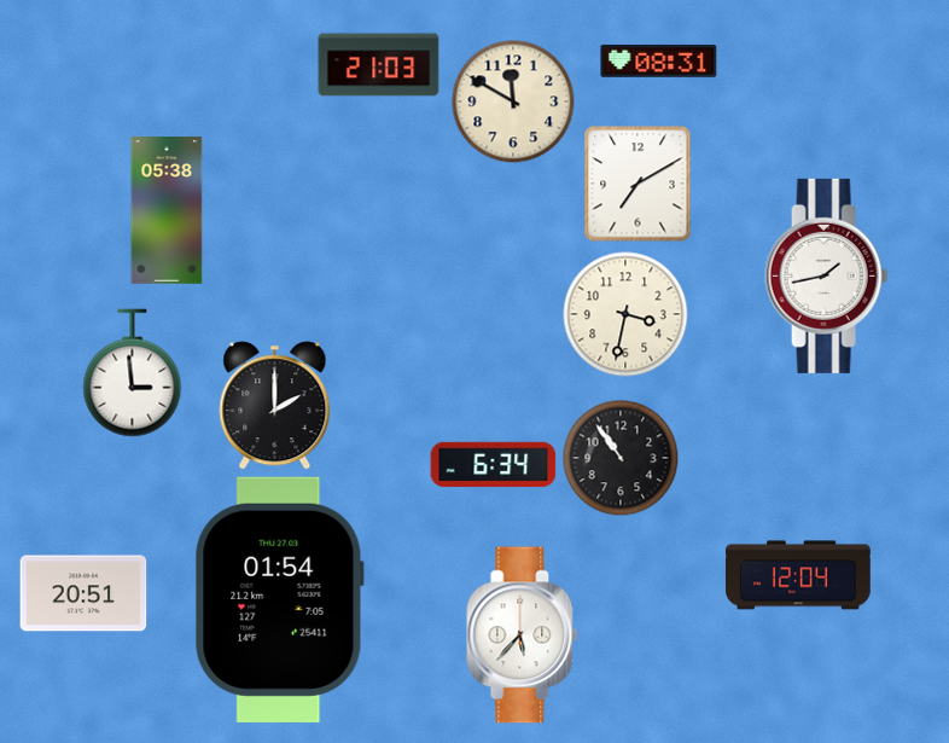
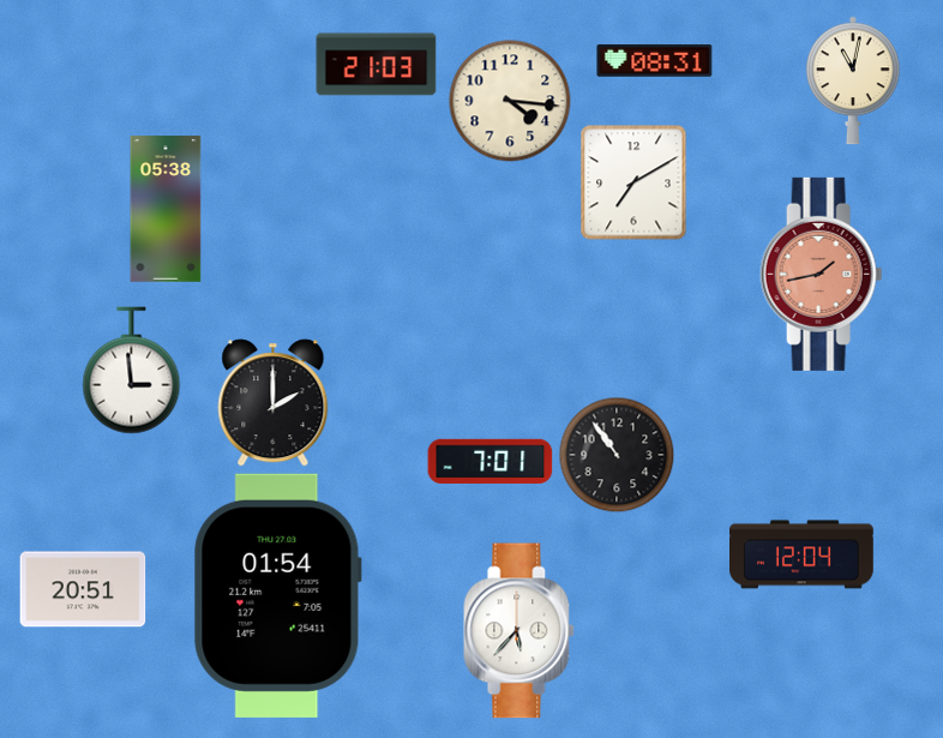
clock at (853, 80): none -> 11:02
clock at (513, 101): 11:50 -> 4:16
clock at (827, 275) dial: white -> salmon
clock at (625, 314): 3:32 -> none
clock at (494, 464): 6:34 -> 7:01
clock at (799, 575) position: (799, 575) -> (803, 554)
